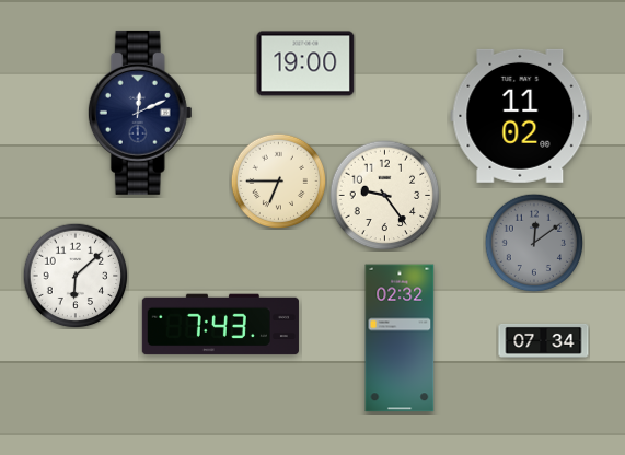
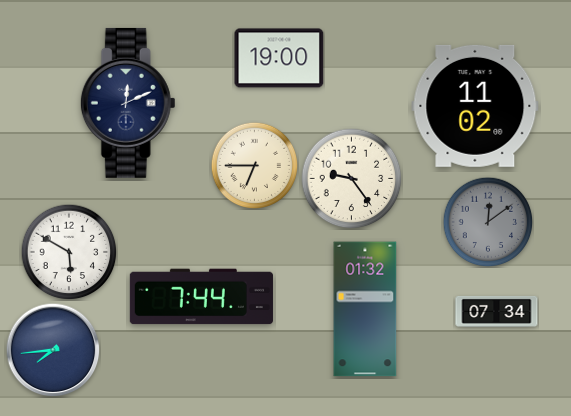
clock at (76, 276): 6:08 -> 5:50
clock at (220, 325): 7:43 -> 7:44
clock at (400, 338): 02:32 -> 01:32
clock at (53, 350): none -> 7:44
